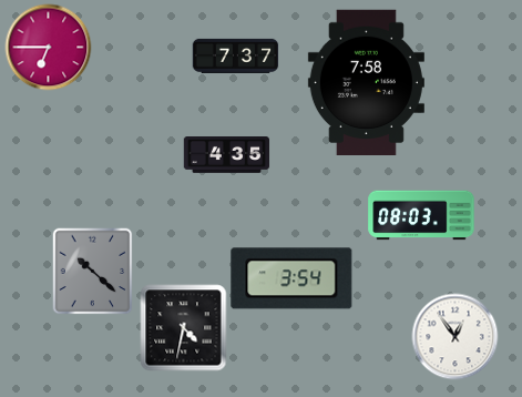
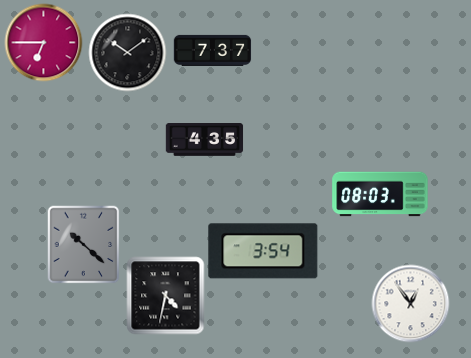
clock at (127, 52): none -> 10:09
clock at (366, 82): 7:58 -> none
